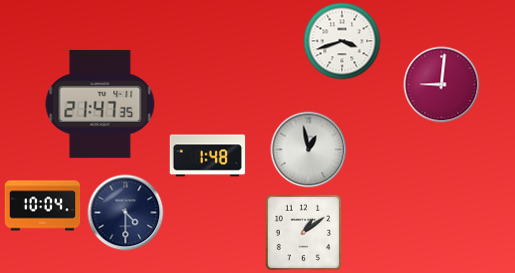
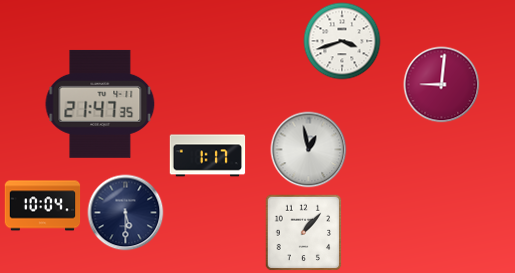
clock at (208, 156): 1:48 -> 1:17
clock at (126, 213): 4:30 -> 5:30
clock at (304, 233): 1:09 -> 1:07
